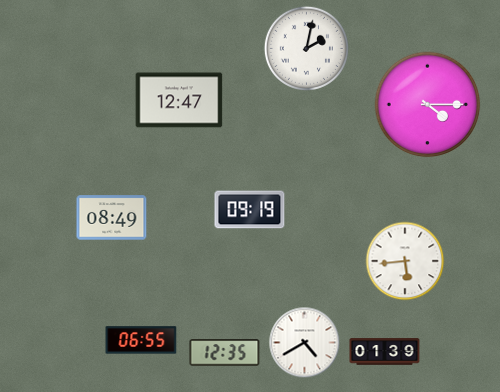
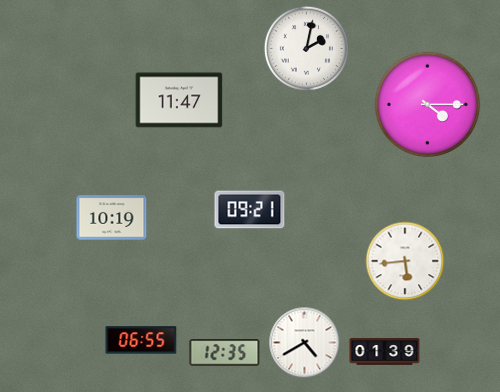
clock at (179, 100): 12:47 -> 11:47
clock at (250, 210): 09:19 -> 09:21
clock at (112, 218): 08:49 -> 10:19
